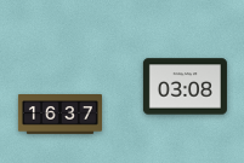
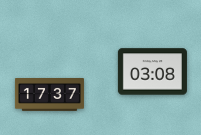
clock at (59, 115): 16:37 -> 17:37
